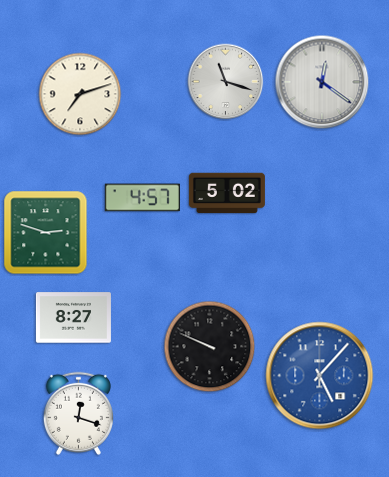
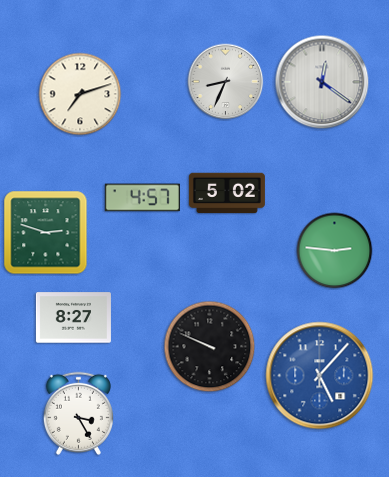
clock at (226, 82): 11:18 -> 8:34
clock at (335, 251): none -> 2:46
clock at (78, 413): 12:18 -> 3:25
